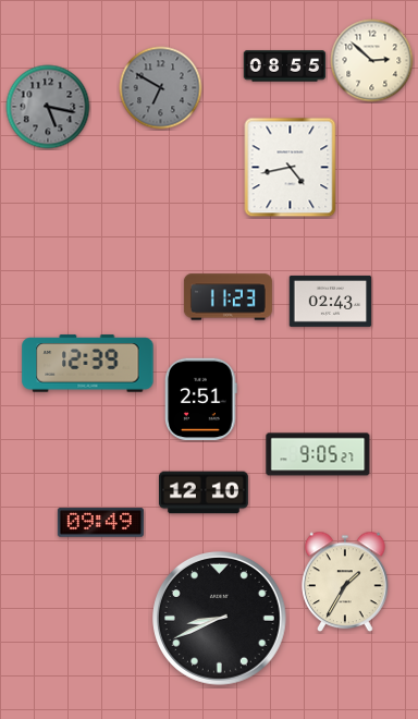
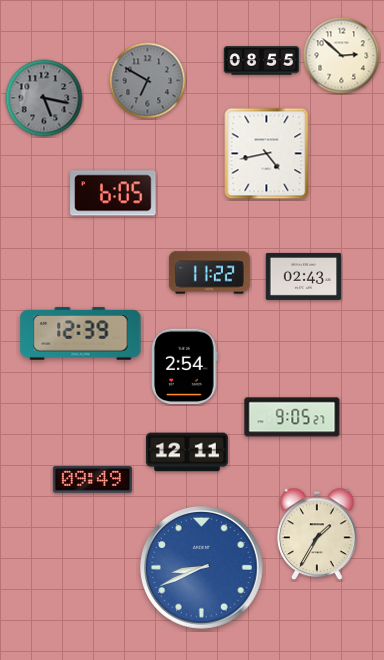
clock at (113, 193): none -> 6:05
clock at (228, 297): 11:23 -> 11:22
clock at (201, 400): 2:51 -> 2:54
clock at (204, 492): 12:10 -> 12:11
clock at (220, 619) dial: black -> blue
